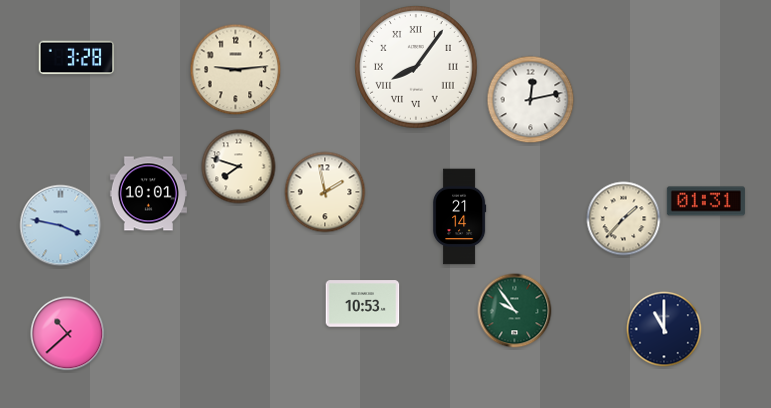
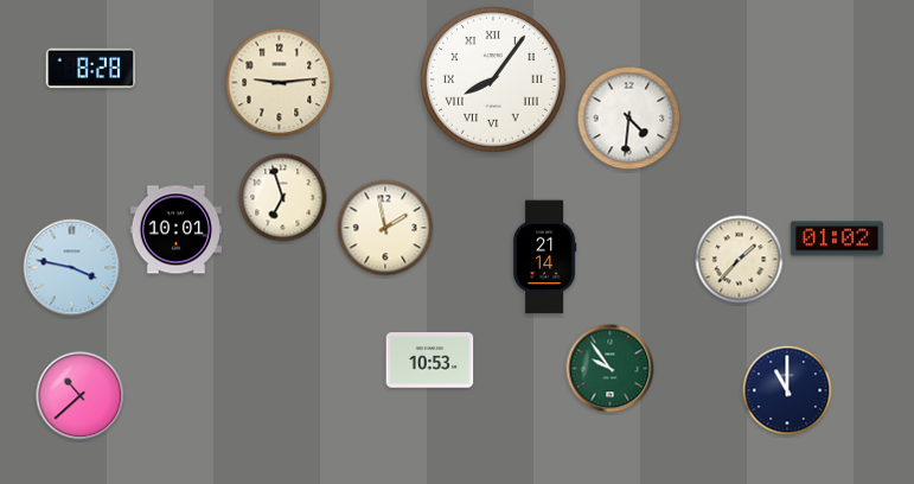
clock at (77, 58): 3:28 -> 8:28
clock at (531, 100): 12:13 -> 4:31
clock at (239, 167): 7:48 -> 6:57
clock at (706, 201): 01:31 -> 01:02
